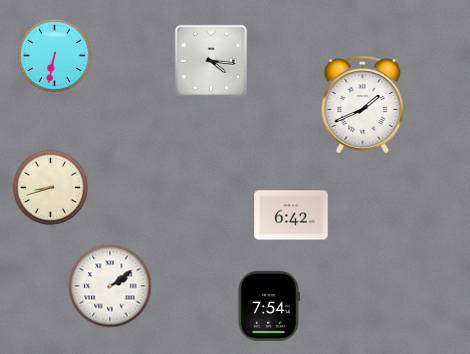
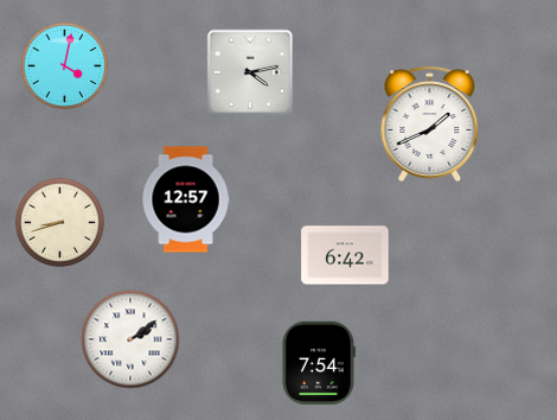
clock at (55, 56): 6:32 -> 4:02
clock at (211, 61): 4:16 -> 4:13
clock at (186, 199): none -> 12:57
